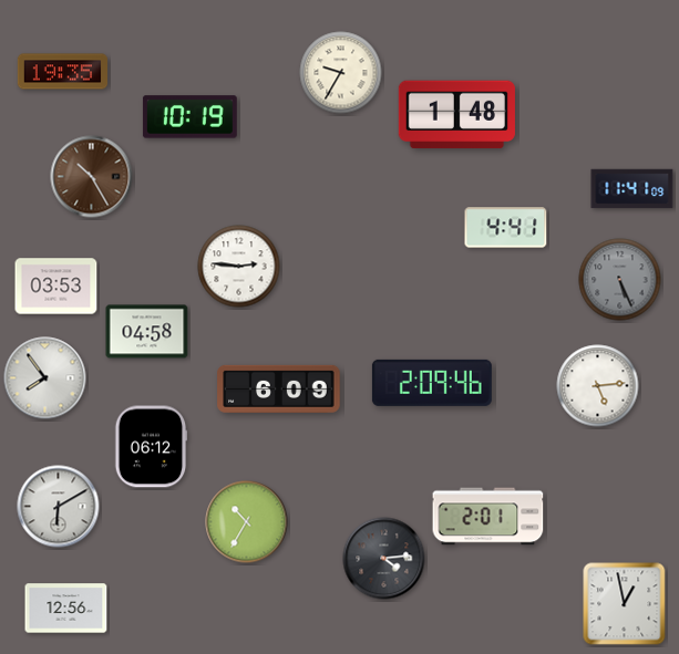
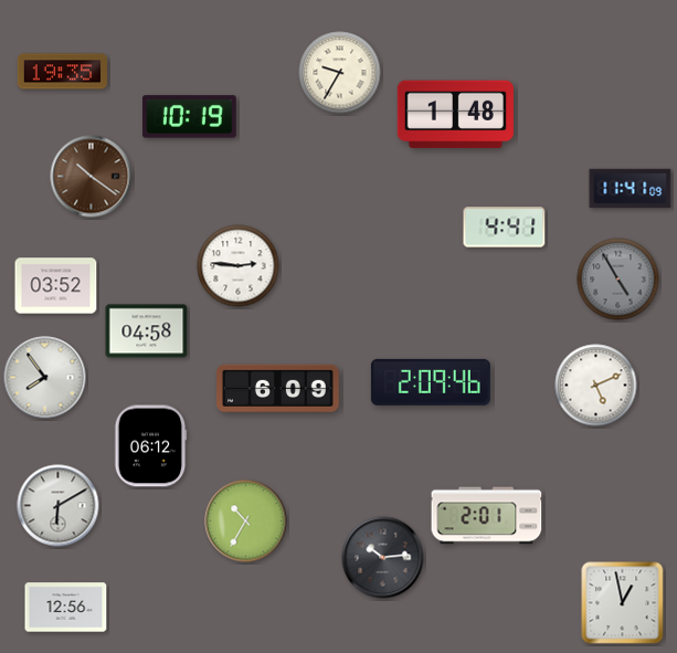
clock at (92, 177): 10:25 -> 10:21
clock at (620, 280): 5:26 -> 4:55
clock at (56, 287): 03:53 -> 03:52
clock at (598, 386): 5:14 -> 5:11
clock at (384, 559): 4:14 -> 10:14
